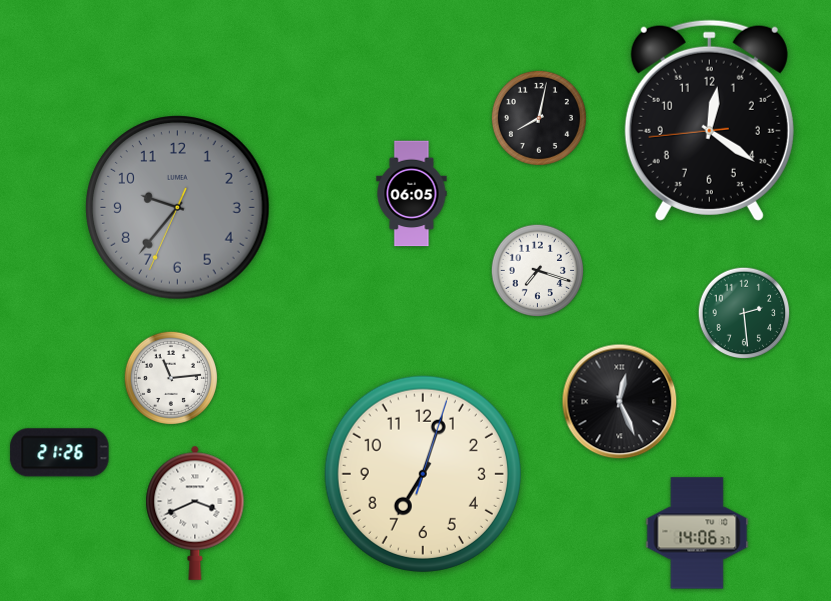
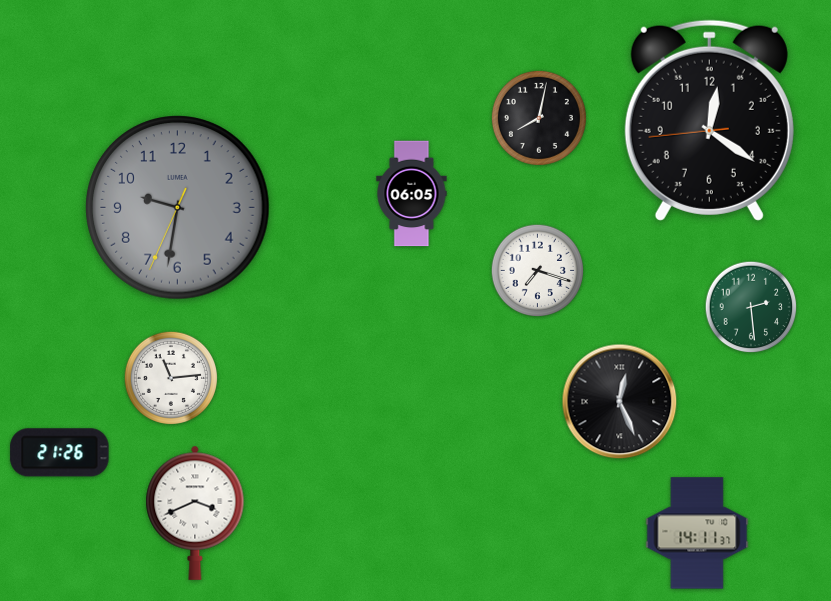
clock at (178, 208): 9:36 -> 9:31
clock at (744, 313) position: (744, 313) -> (751, 307)
clock at (423, 474): 7:03 -> none
clock at (697, 533): 14:06 -> 14:11
